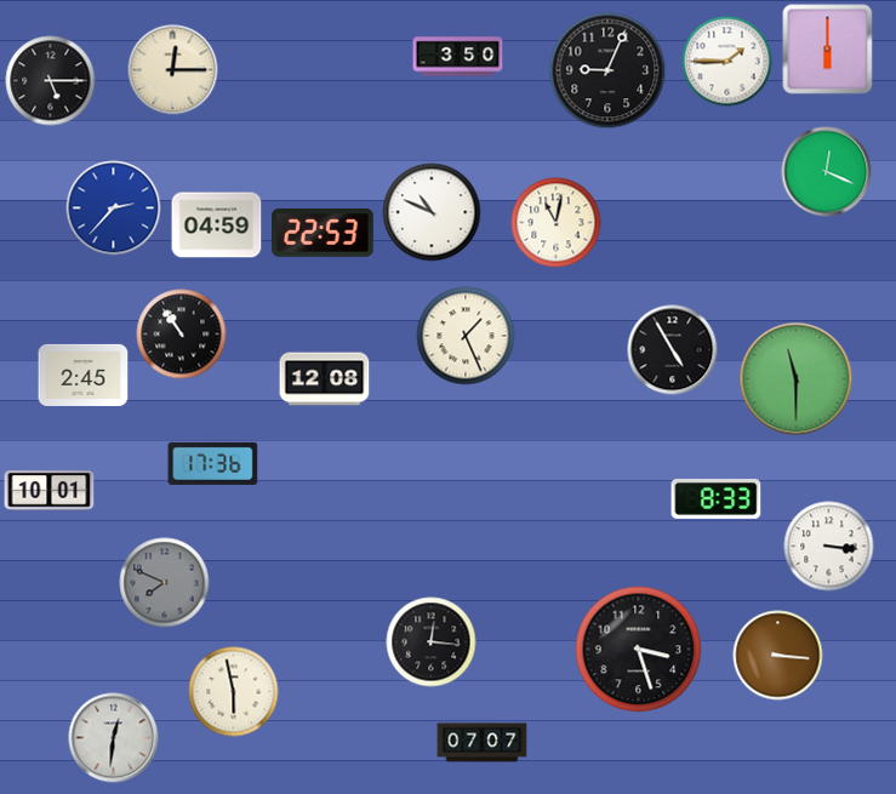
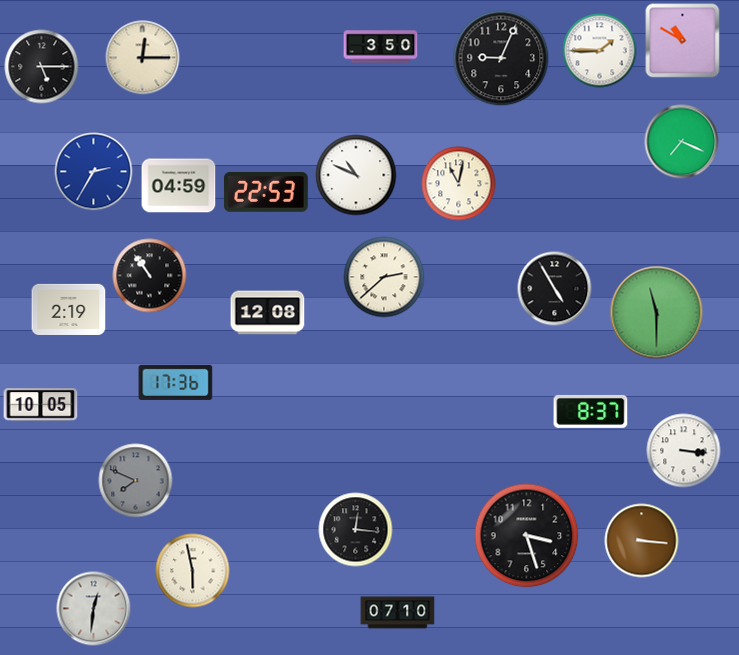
clock at (828, 50): 6:00 -> 10:50
clock at (458, 57) position: (458, 57) -> (381, 47)
clock at (827, 172): 12:19 -> 7:19
clock at (114, 209): 2:37 -> 2:35
clock at (466, 336): 1:26 -> 2:38
clock at (84, 375): 2:45 -> 2:19
clock at (50, 491): 10:01 -> 10:05
clock at (717, 498): 8:33 -> 8:37
clock at (483, 743): 07:07 -> 07:10
